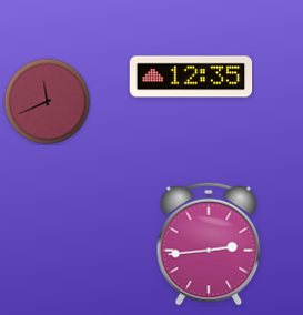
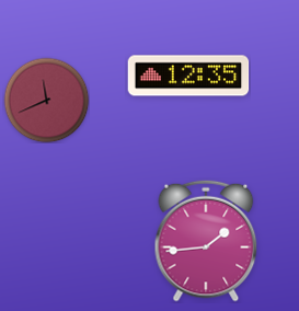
clock at (209, 244): 2:44 -> 1:44
